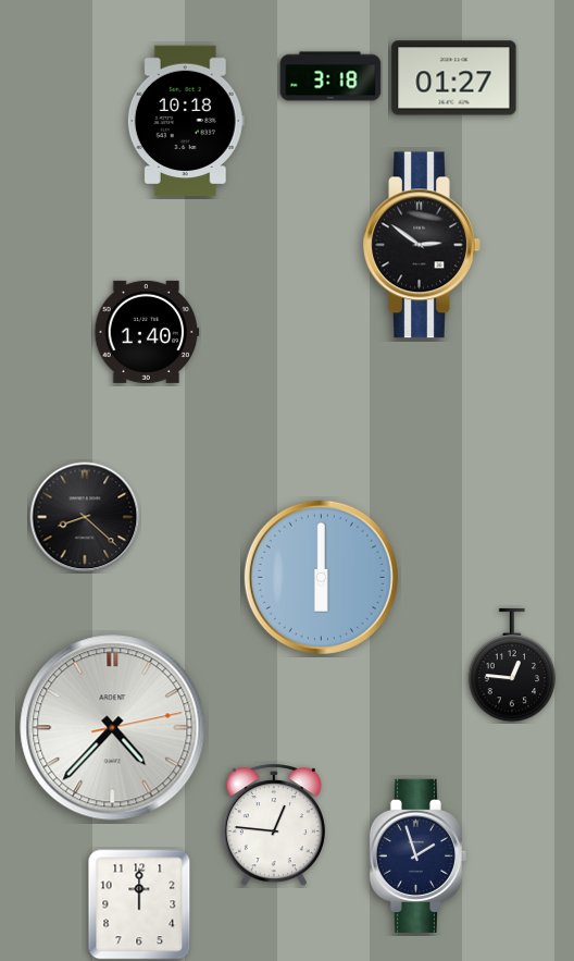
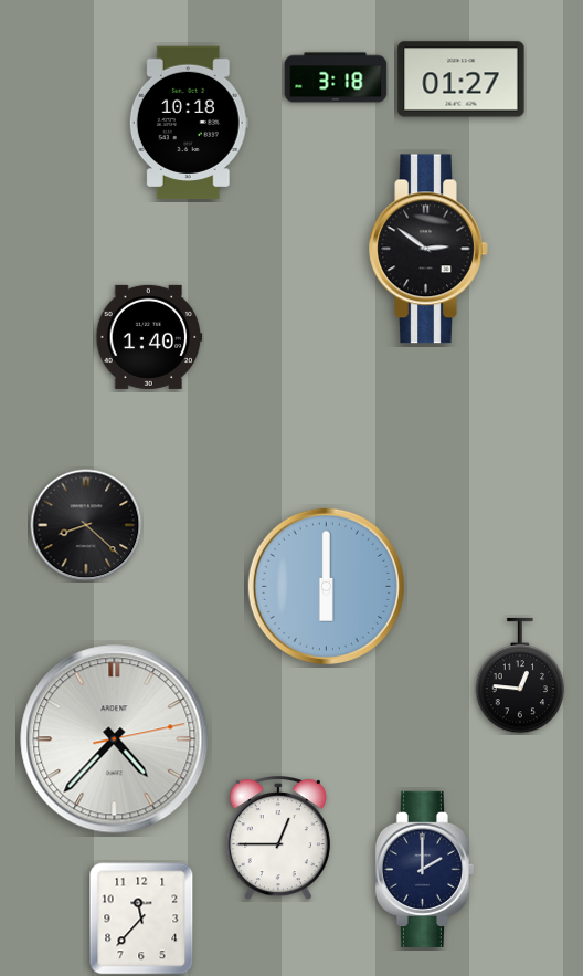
clock at (274, 826): 12:46 -> 12:45
clock at (417, 855): 1:57 -> 2:00
clock at (139, 904): 12:00 -> 11:37
